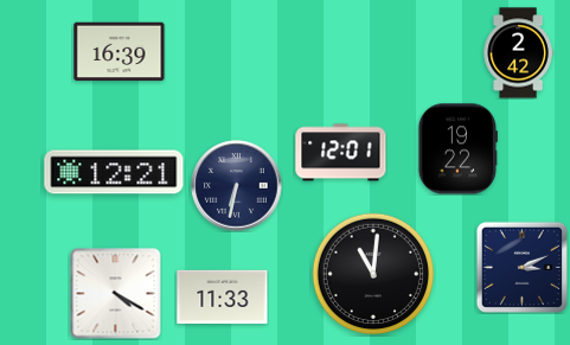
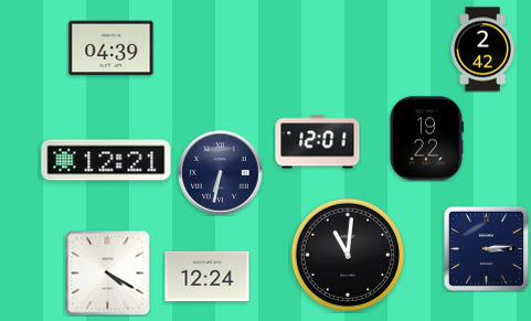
clock at (120, 52): 16:39 -> 04:39
clock at (521, 267): 3:11 -> 3:14
clock at (223, 296): 11:33 -> 12:24
